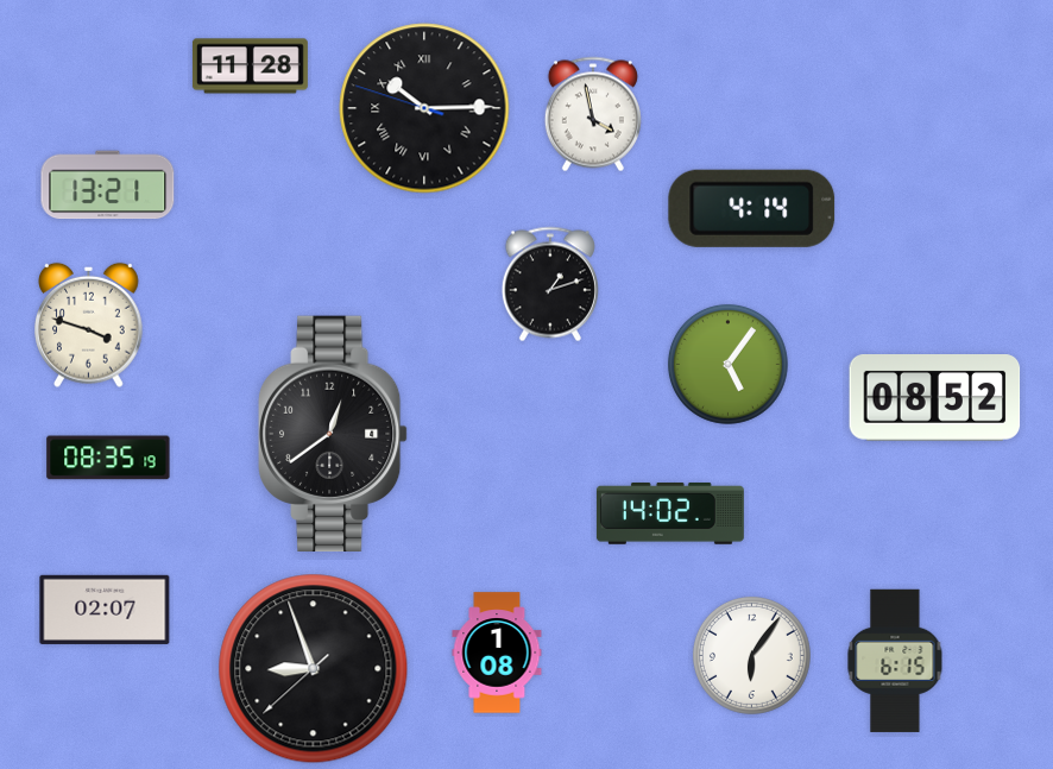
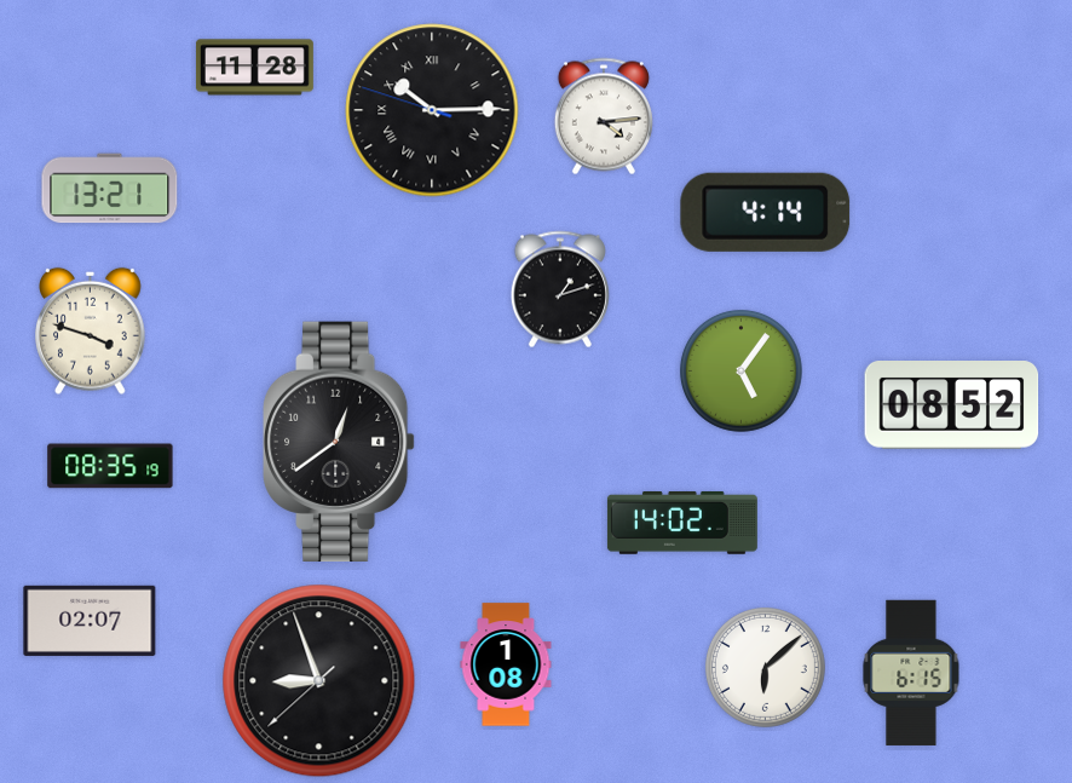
clock at (593, 114): 3:58 -> 4:14
clock at (105, 610) position: (105, 610) -> (90, 621)
clock at (751, 655): 6:06 -> 6:08
